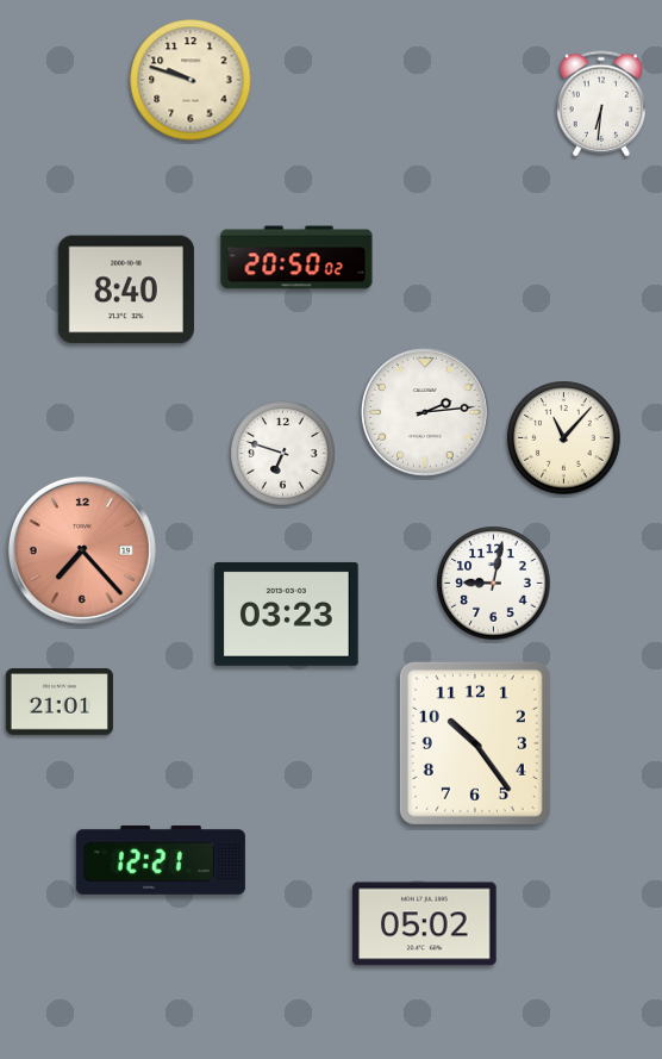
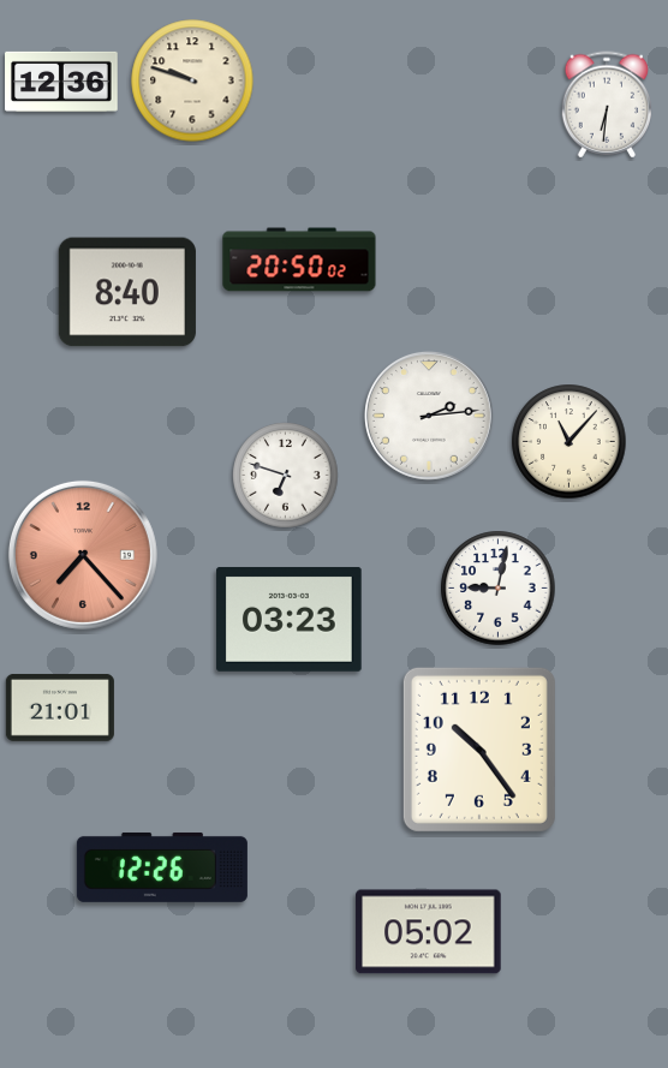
clock at (61, 82): none -> 12:36
clock at (283, 454) position: (283, 454) -> (286, 476)
clock at (161, 860): 12:21 -> 12:26
